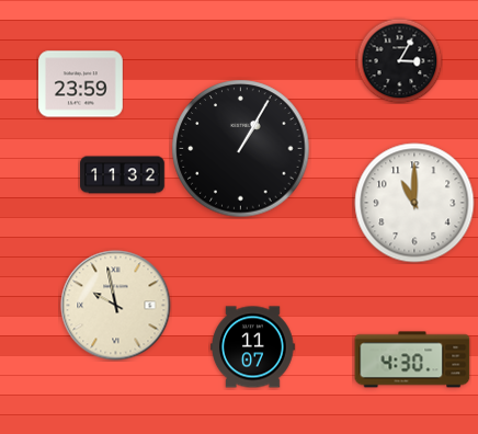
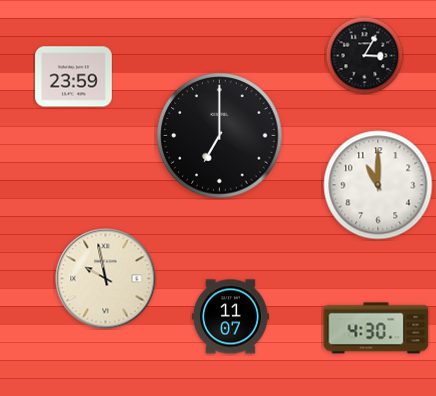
clock at (241, 149): 1:05 -> 7:00
clock at (123, 175): 11:32 -> none
